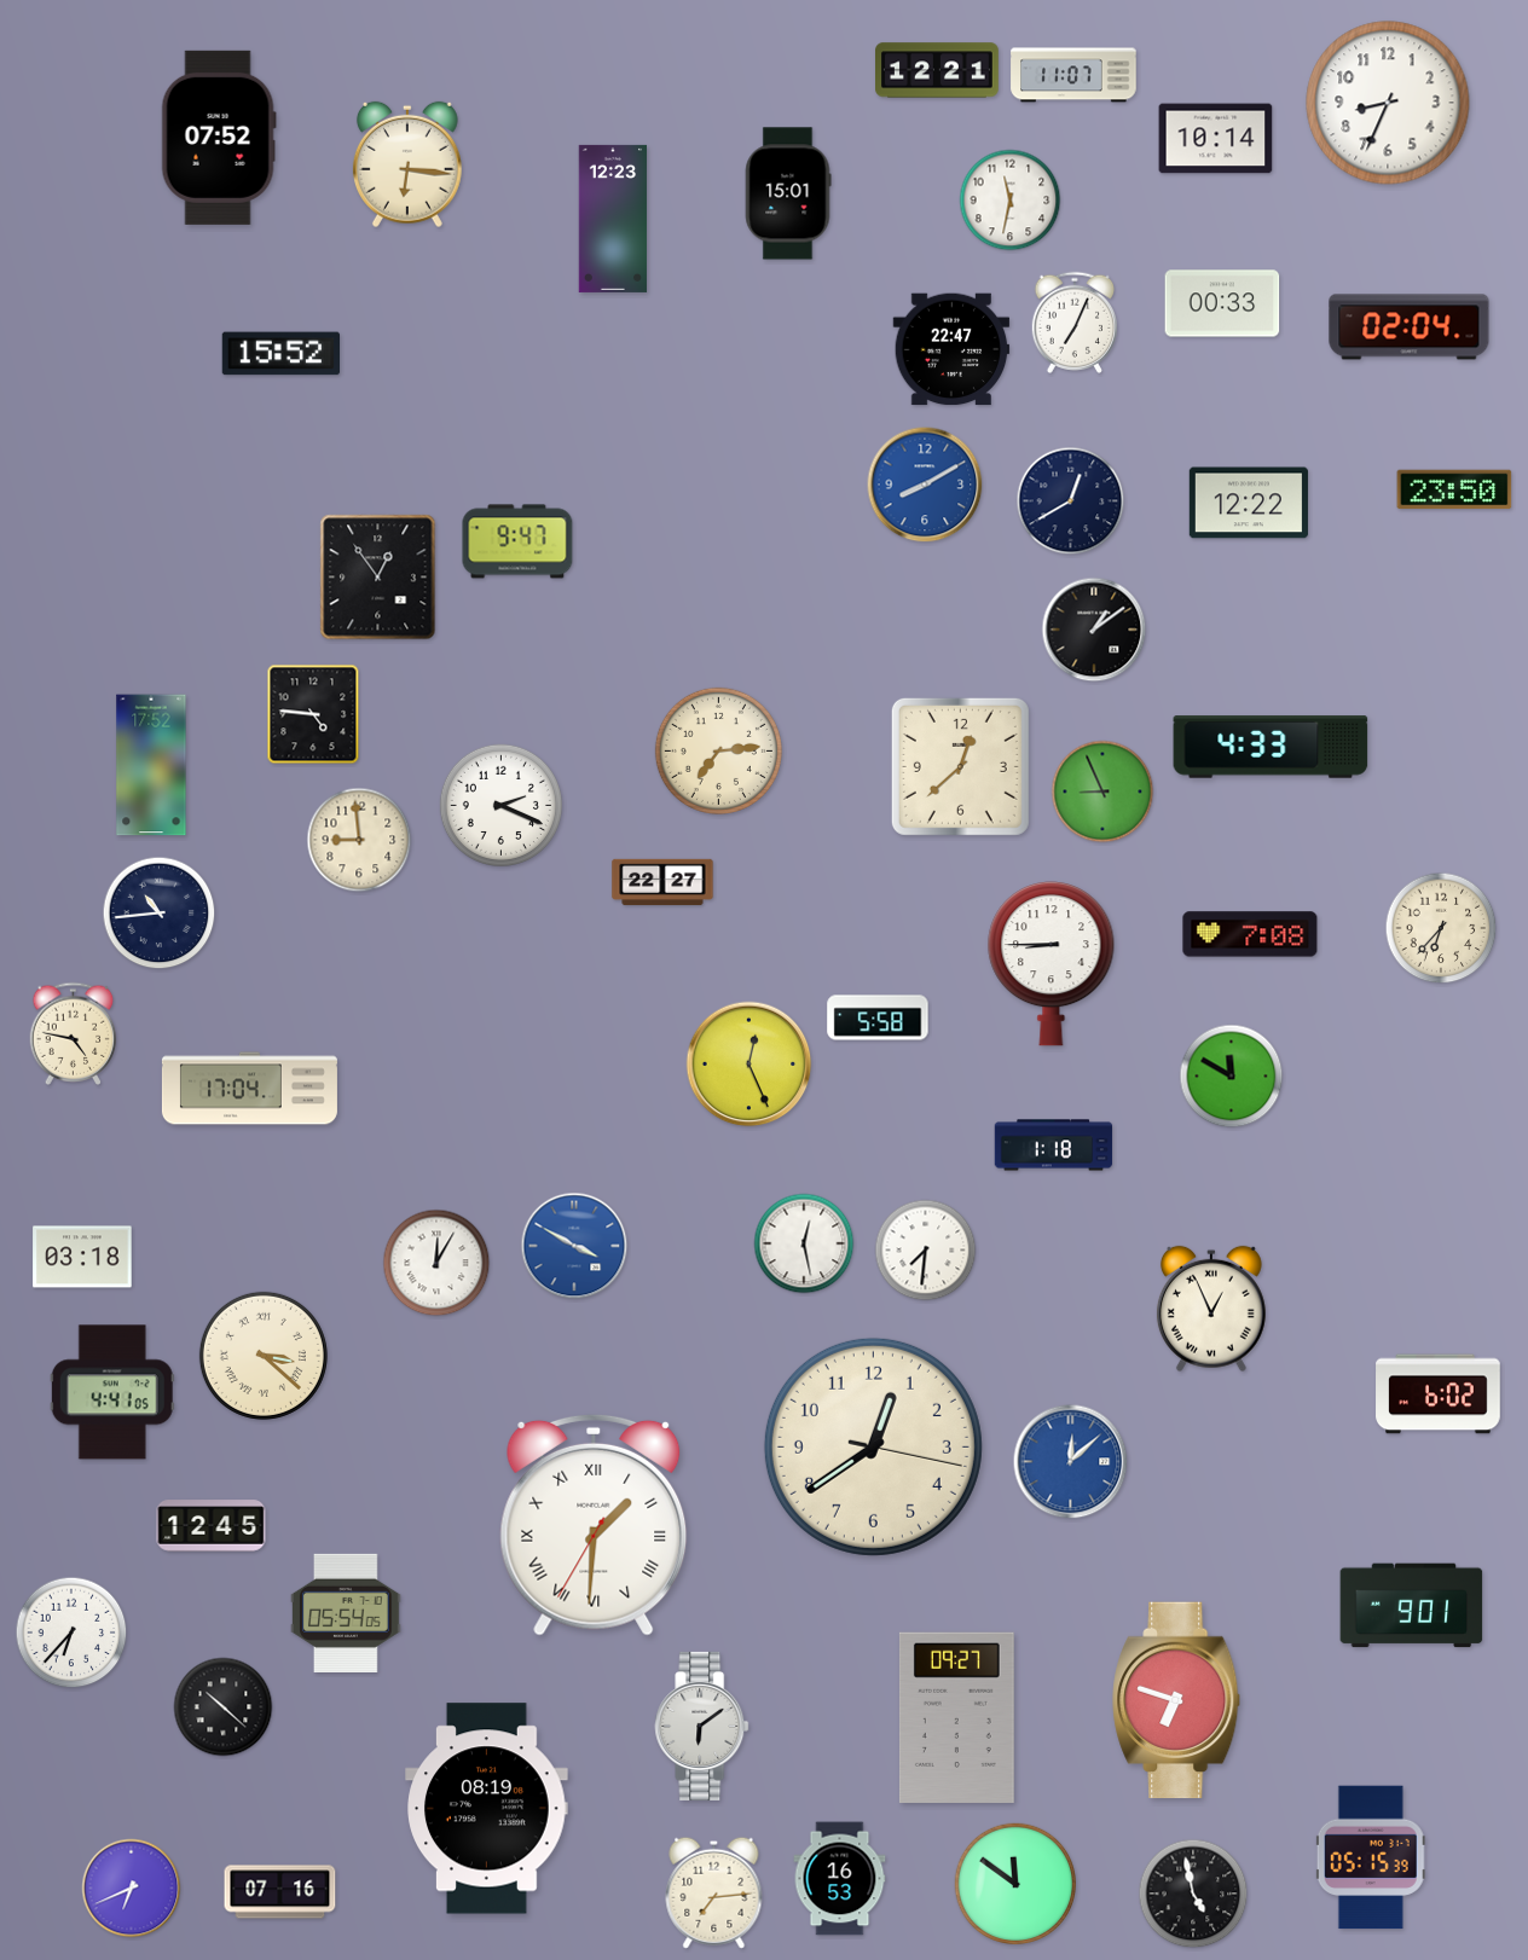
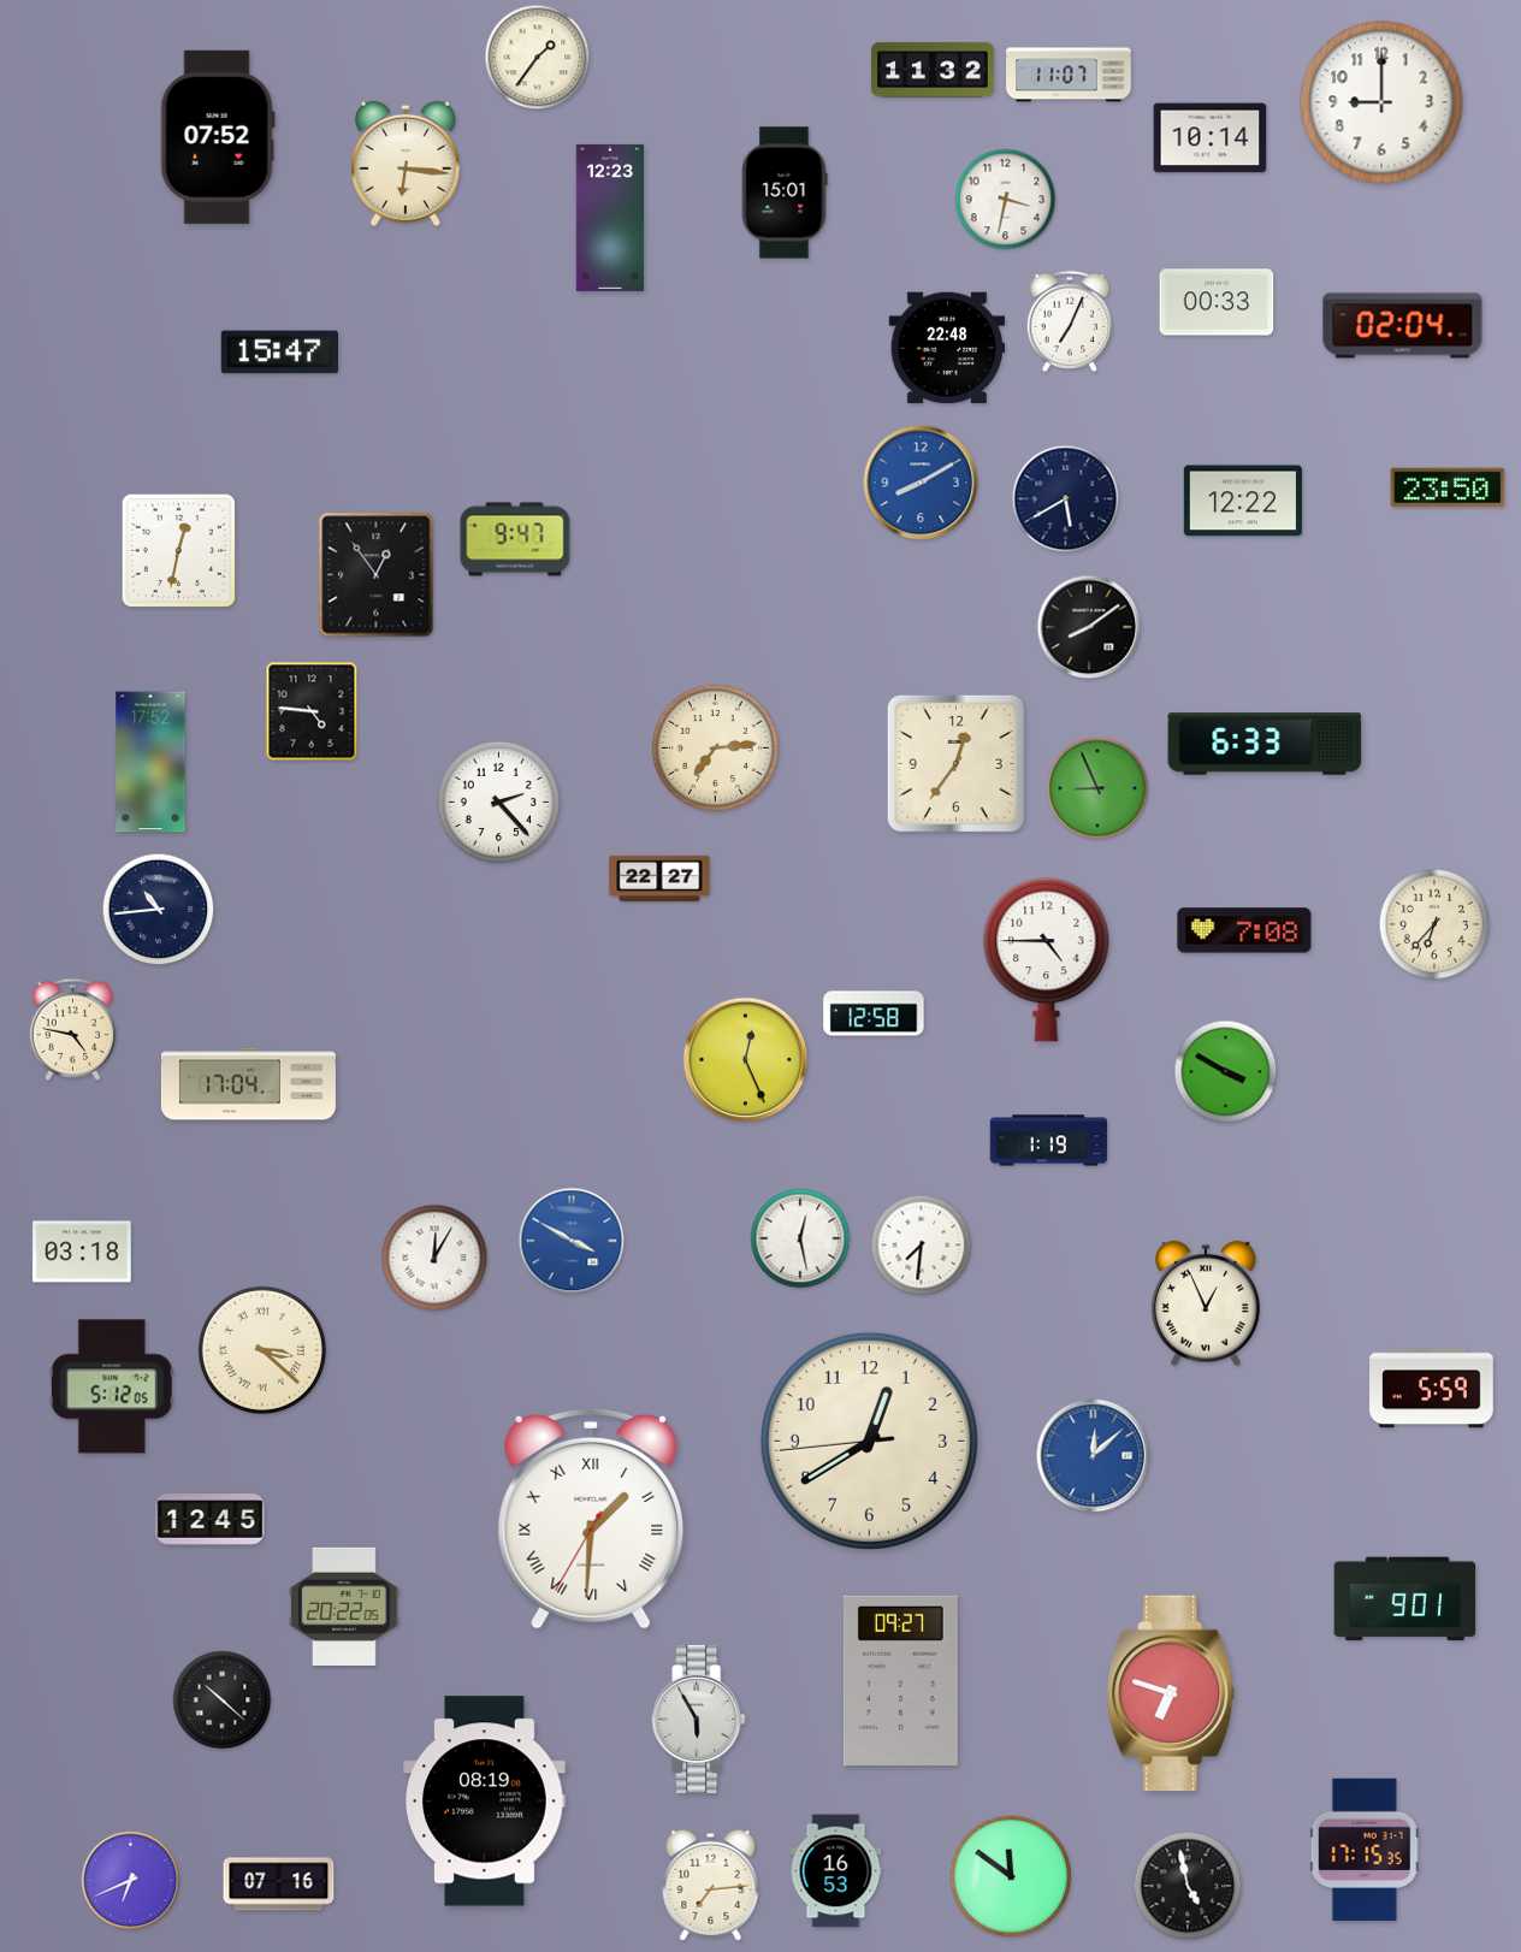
clock at (538, 58): none -> 1:36
clock at (938, 70): 12:21 -> 11:32
clock at (1388, 103): 8:34 -> 9:00
clock at (1011, 201): 11:32 -> 3:32
clock at (951, 349): 22:47 -> 22:48
clock at (280, 354): 15:52 -> 15:47
clock at (1071, 501): 12:40 -> 5:40
clock at (179, 551): none -> 12:32
clock at (1094, 630): 1:09 -> 8:09
clock at (1271, 747): 4:33 -> 6:33
clock at (960, 766): 12:38 -> 12:36
clock at (500, 805): 2:19 -> 2:23
clock at (359, 840): 8:59 -> none
clock at (1052, 964): 8:45 -> 4:45
clock at (878, 1017): 5:58 -> 12:58
clock at (1232, 1077): 11:50 -> 3:50
clock at (1054, 1146): 1:18 -> 1:19
clock at (112, 1392): 4:41 -> 5:12
clock at (1439, 1394): 6:02 -> 5:59
clock at (873, 1446): 12:39:17 -> 12:39:44
clock at (1071, 1462) position: (1071, 1462) -> (1094, 1456)
clock at (346, 1613): 05:54 -> 20:22
clock at (71, 1633): 6:37 -> none
clock at (956, 1717) position: (956, 1717) -> (900, 1680)
clock at (702, 1726): 6:09 -> 5:55
clock at (1371, 1857): 05:15 -> 17:15
